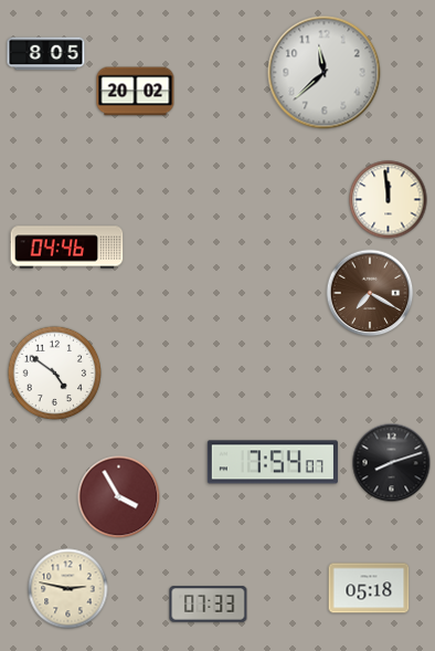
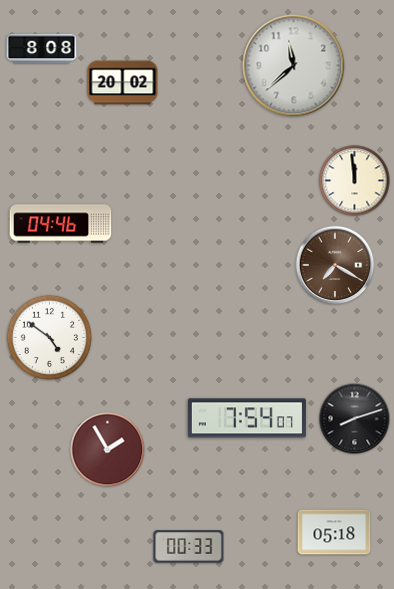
clock at (46, 54): 8:05 -> 8:08
clock at (389, 200) position: (389, 200) -> (355, 181)
clock at (119, 497): 3:55 -> 1:55
clock at (68, 589): 2:47 -> none
clock at (209, 605): 07:33 -> 00:33
